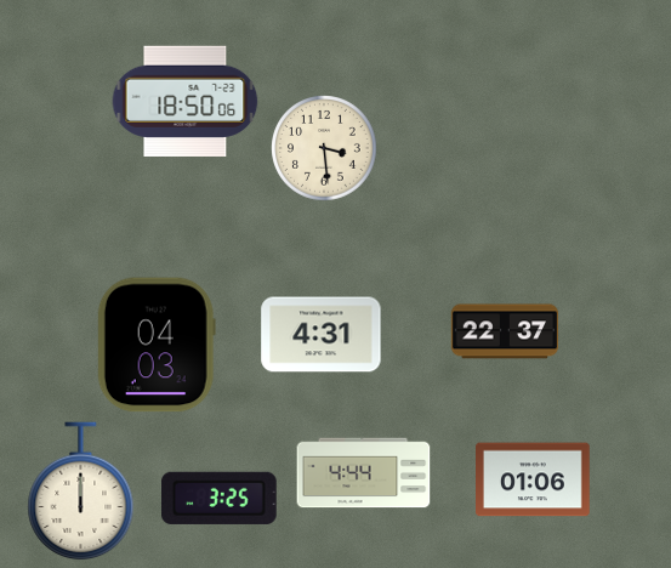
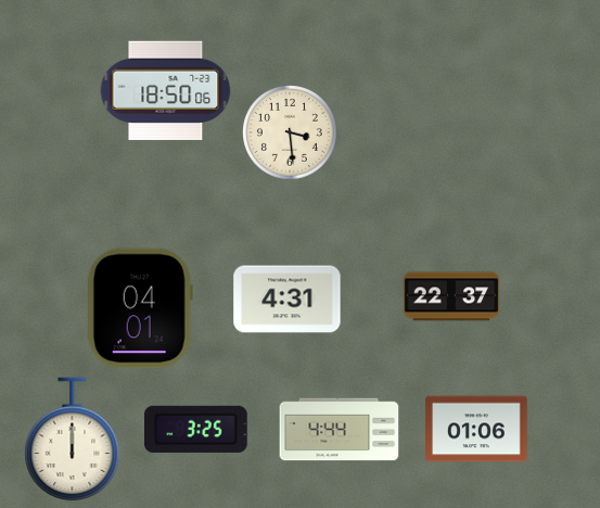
clock at (157, 345): 04:03 -> 04:01
clock at (364, 473) position: (364, 473) -> (340, 430)
clock at (220, 498) position: (220, 498) -> (196, 429)
